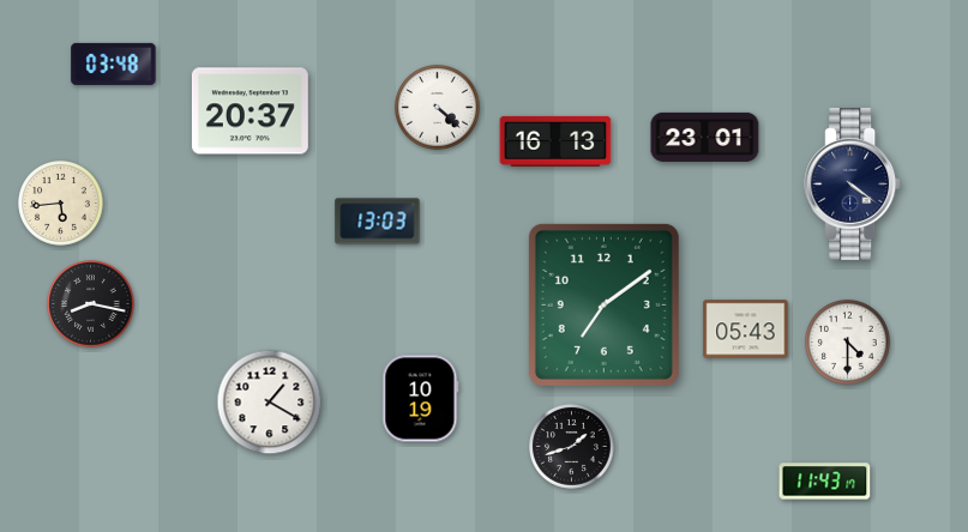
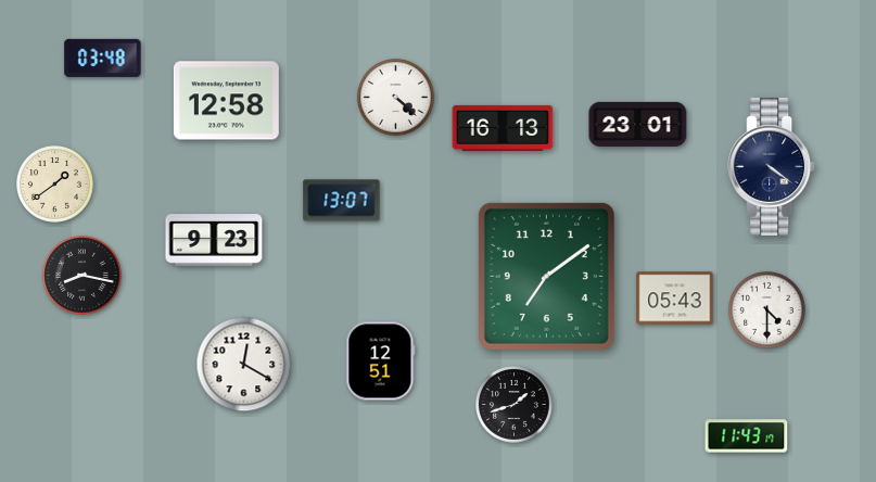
clock at (249, 111): 20:37 -> 12:58
clock at (61, 204): 5:44 -> 1:39
clock at (378, 222): 13:03 -> 13:07
clock at (214, 240): none -> 9:23
clock at (421, 399): 10:19 -> 12:51
clock at (270, 403): 1:20 -> 12:20
clock at (572, 447) position: (572, 447) -> (515, 405)
